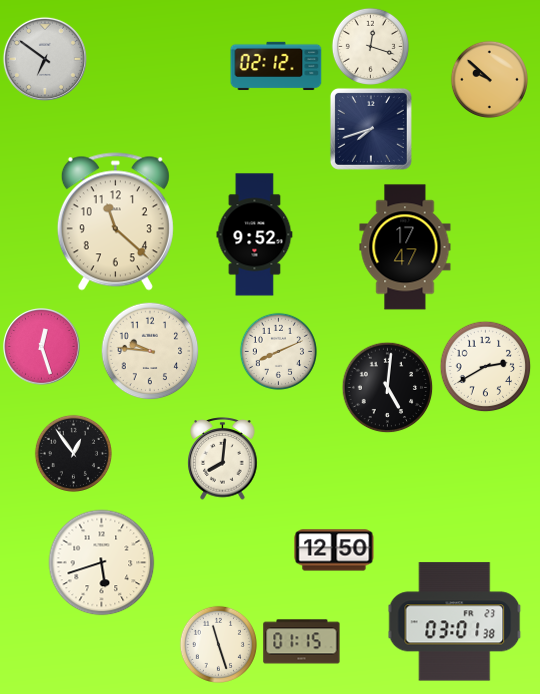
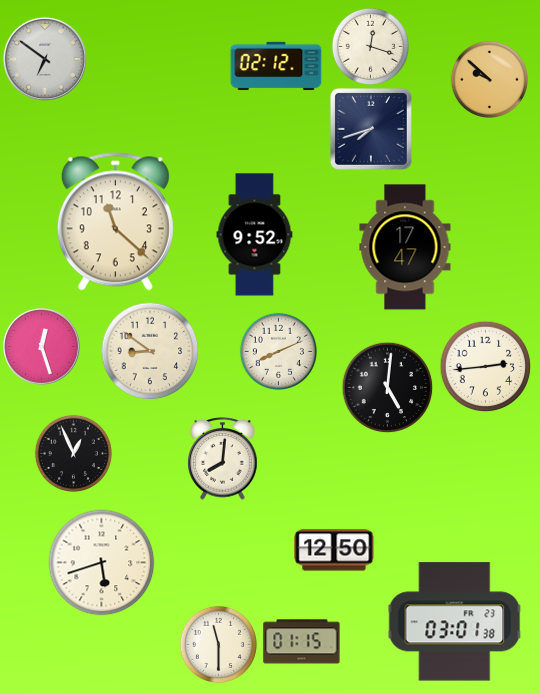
clock at (150, 351): 9:46 -> 8:51
clock at (485, 366): 2:40 -> 2:44
clock at (73, 453): 12:54 -> 12:56
clock at (218, 644): 11:27 -> 11:30
